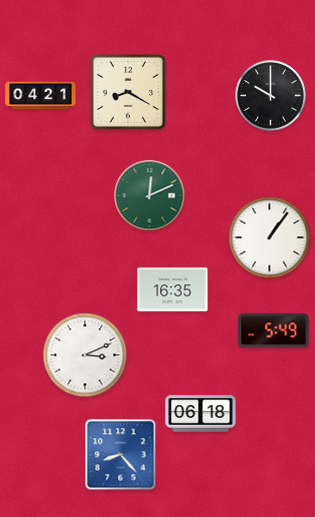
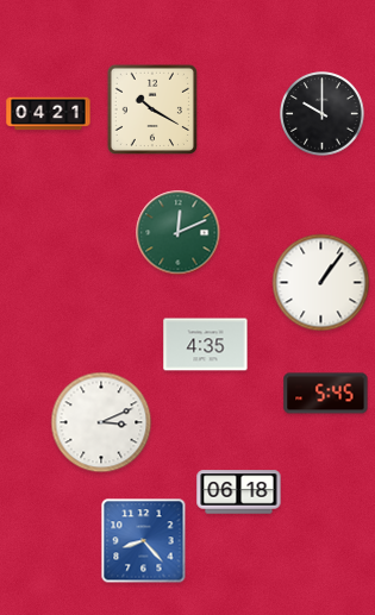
clock at (127, 91): 8:20 -> 10:20
clock at (173, 290): 16:35 -> 4:35
clock at (274, 331): 5:49 -> 5:45
